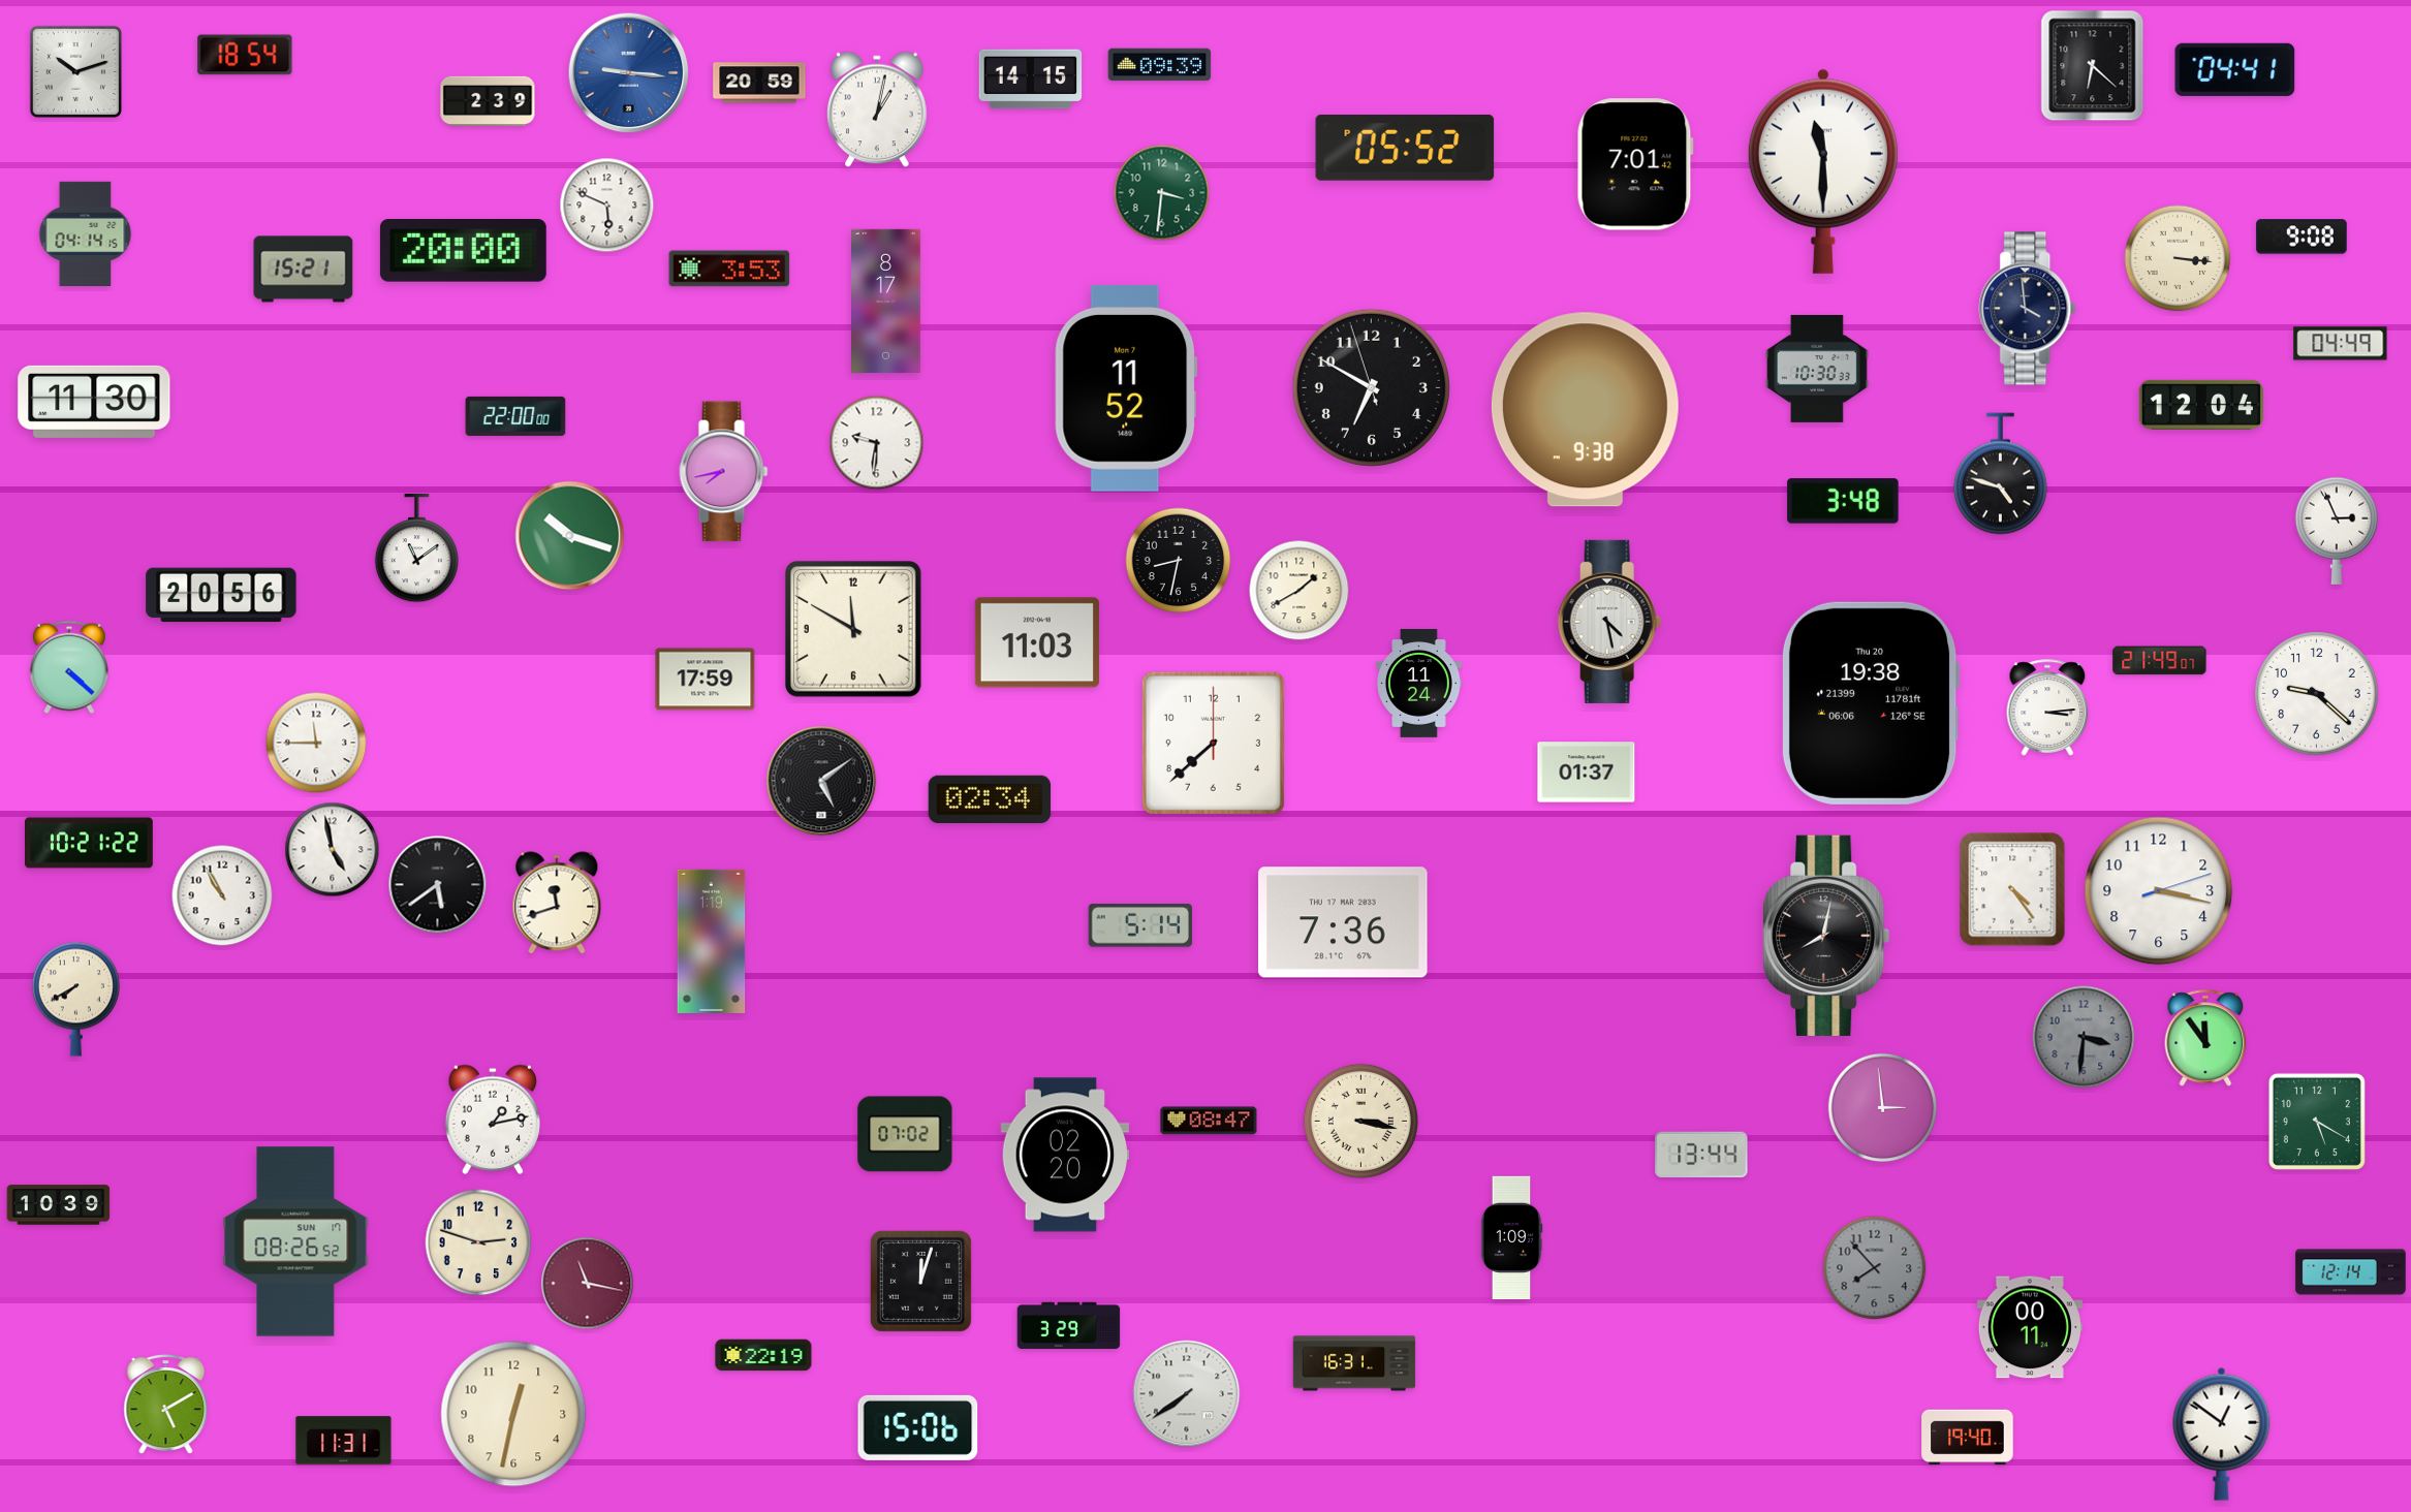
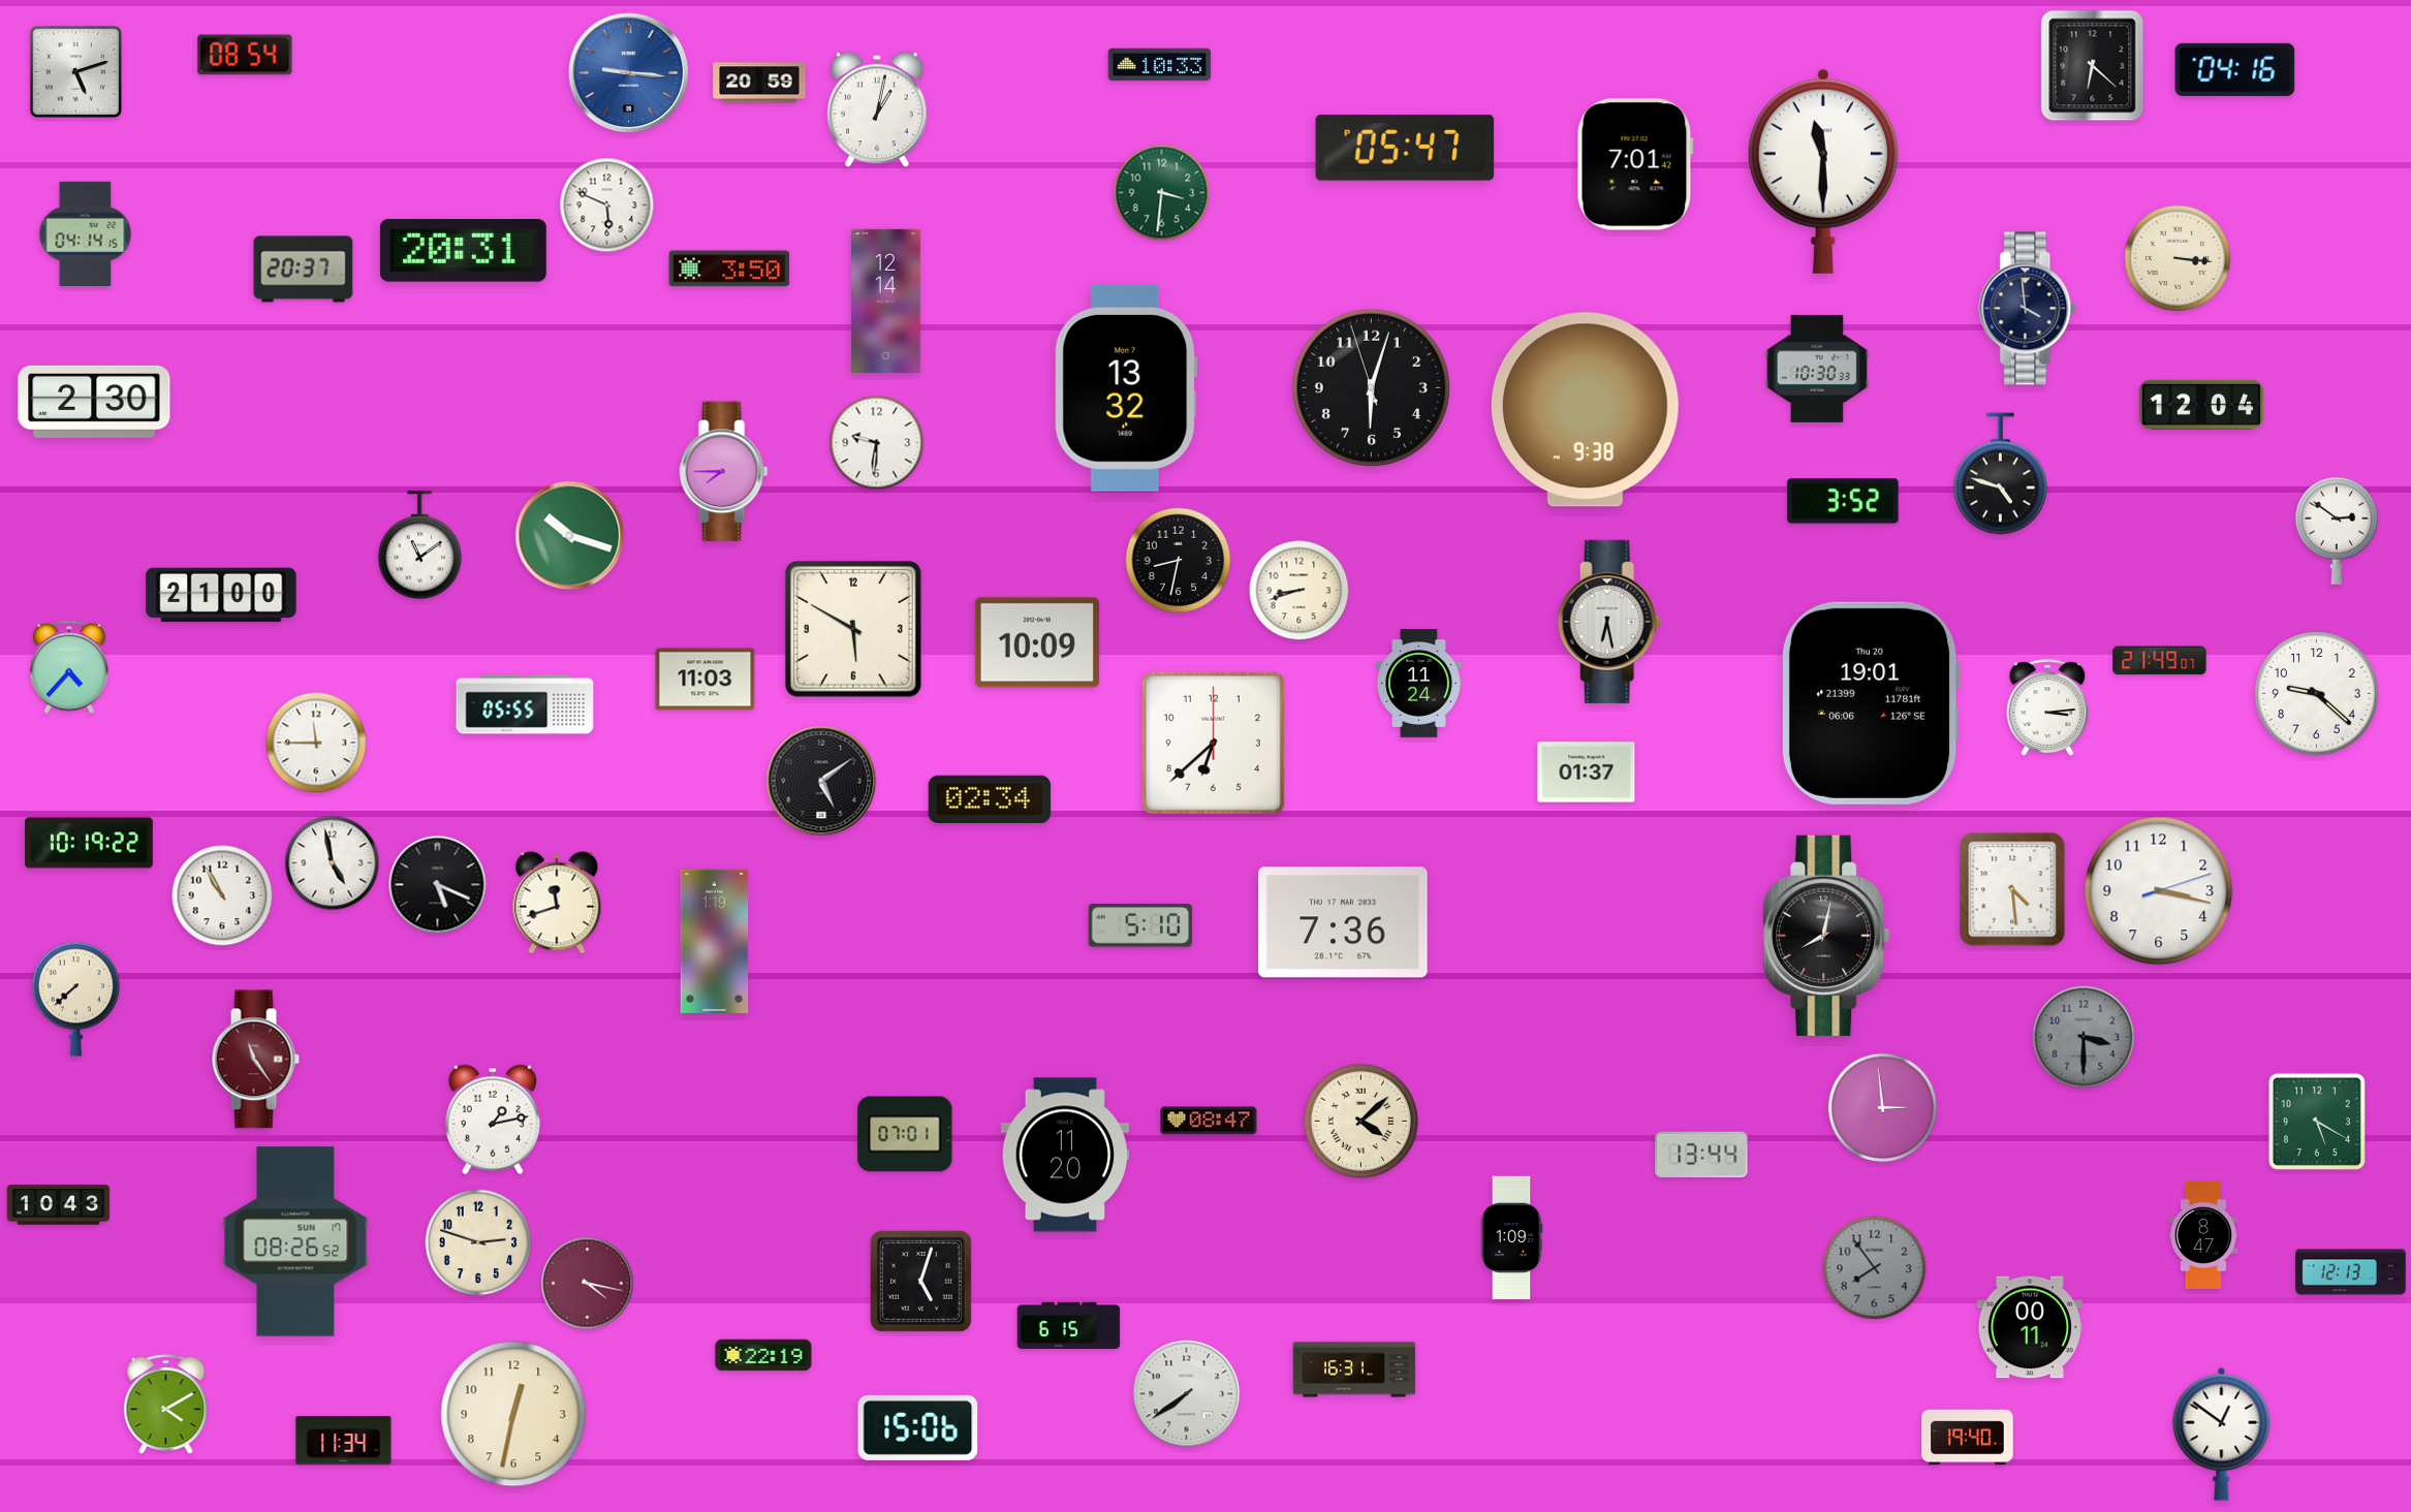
clock at (245, 55): 18:54 -> 08:54
clock at (1160, 65): 09:39 -> 10:33
clock at (2235, 69): 04:41 -> 04:16
clock at (75, 71): 10:12 -> 5:12
clock at (1031, 80): 14:15 -> none
clock at (488, 100): 2:39 -> none
clock at (1405, 148): 05:52 -> 05:47
clock at (2302, 237): 9:08 -> none
clock at (463, 251): 20:00 -> 20:31
clock at (729, 269): 3:53 -> 3:50
clock at (304, 270): 15:21 -> 20:37
clock at (886, 301): 8:17 -> 12:14
clock at (2341, 344): 04:49 -> none
clock at (1371, 387): 6:49 -> 6:02
clock at (1126, 388): 11:52 -> 13:32
clock at (94, 402): 11:30 -> 2:30
clock at (515, 416): 22:00 -> none
clock at (724, 472): 7:43 -> 7:45
clock at (1843, 501): 3:48 -> 3:52
clock at (2337, 531): 2:56 -> 2:51
clock at (416, 549) position: (416, 549) -> (419, 546)
clock at (1300, 591): 1:40 -> 8:42
clock at (221, 595): 20:56 -> 21:00
clock at (1609, 622): 4:28 -> 6:28
clock at (853, 630): 11:50 -> 5:50
clock at (1037, 642): 11:03 -> 10:09
clock at (69, 667): 4:22 -> 4:37
clock at (706, 680): 17:59 -> 11:03
clock at (1871, 703): 19:38 -> 19:01
clock at (525, 704): none -> 05:55
clock at (1213, 743): 7:38 -> 6:38
clock at (90, 843): 10:21 -> 10:19
clock at (333, 850) position: (333, 850) -> (333, 863)
clock at (438, 885): 5:39 -> 5:19
clock at (2012, 889): 4:24 -> 4:29
clock at (1139, 925): 5:14 -> 5:10
clock at (712, 941) position: (712, 941) -> (715, 941)
clock at (75, 999): 7:40 -> 7:38
clock at (2084, 1037): 3:31 -> 3:30
clock at (2205, 1038): 11:54 -> none
clock at (255, 1060): none -> 11:24
clock at (1360, 1121): 3:17 -> 4:08
clock at (905, 1134): 07:02 -> 07:01
clock at (1065, 1155): 02:20 -> 11:20
clock at (59, 1205): 10:39 -> 10:43
clock at (2203, 1235): none -> 8:47
clock at (1875, 1268): 7:53 -> 7:54
clock at (2351, 1272): 12:14 -> 12:13
clock at (920, 1281): 12:03 -> 5:03
clock at (588, 1284): 11:17 -> 4:17
clock at (1069, 1326): 3:29 -> 6:15
clock at (1354, 1363) position: (1354, 1363) -> (1354, 1369)
clock at (166, 1405): 5:10 -> 4:10
clock at (344, 1441): 11:31 -> 11:34
